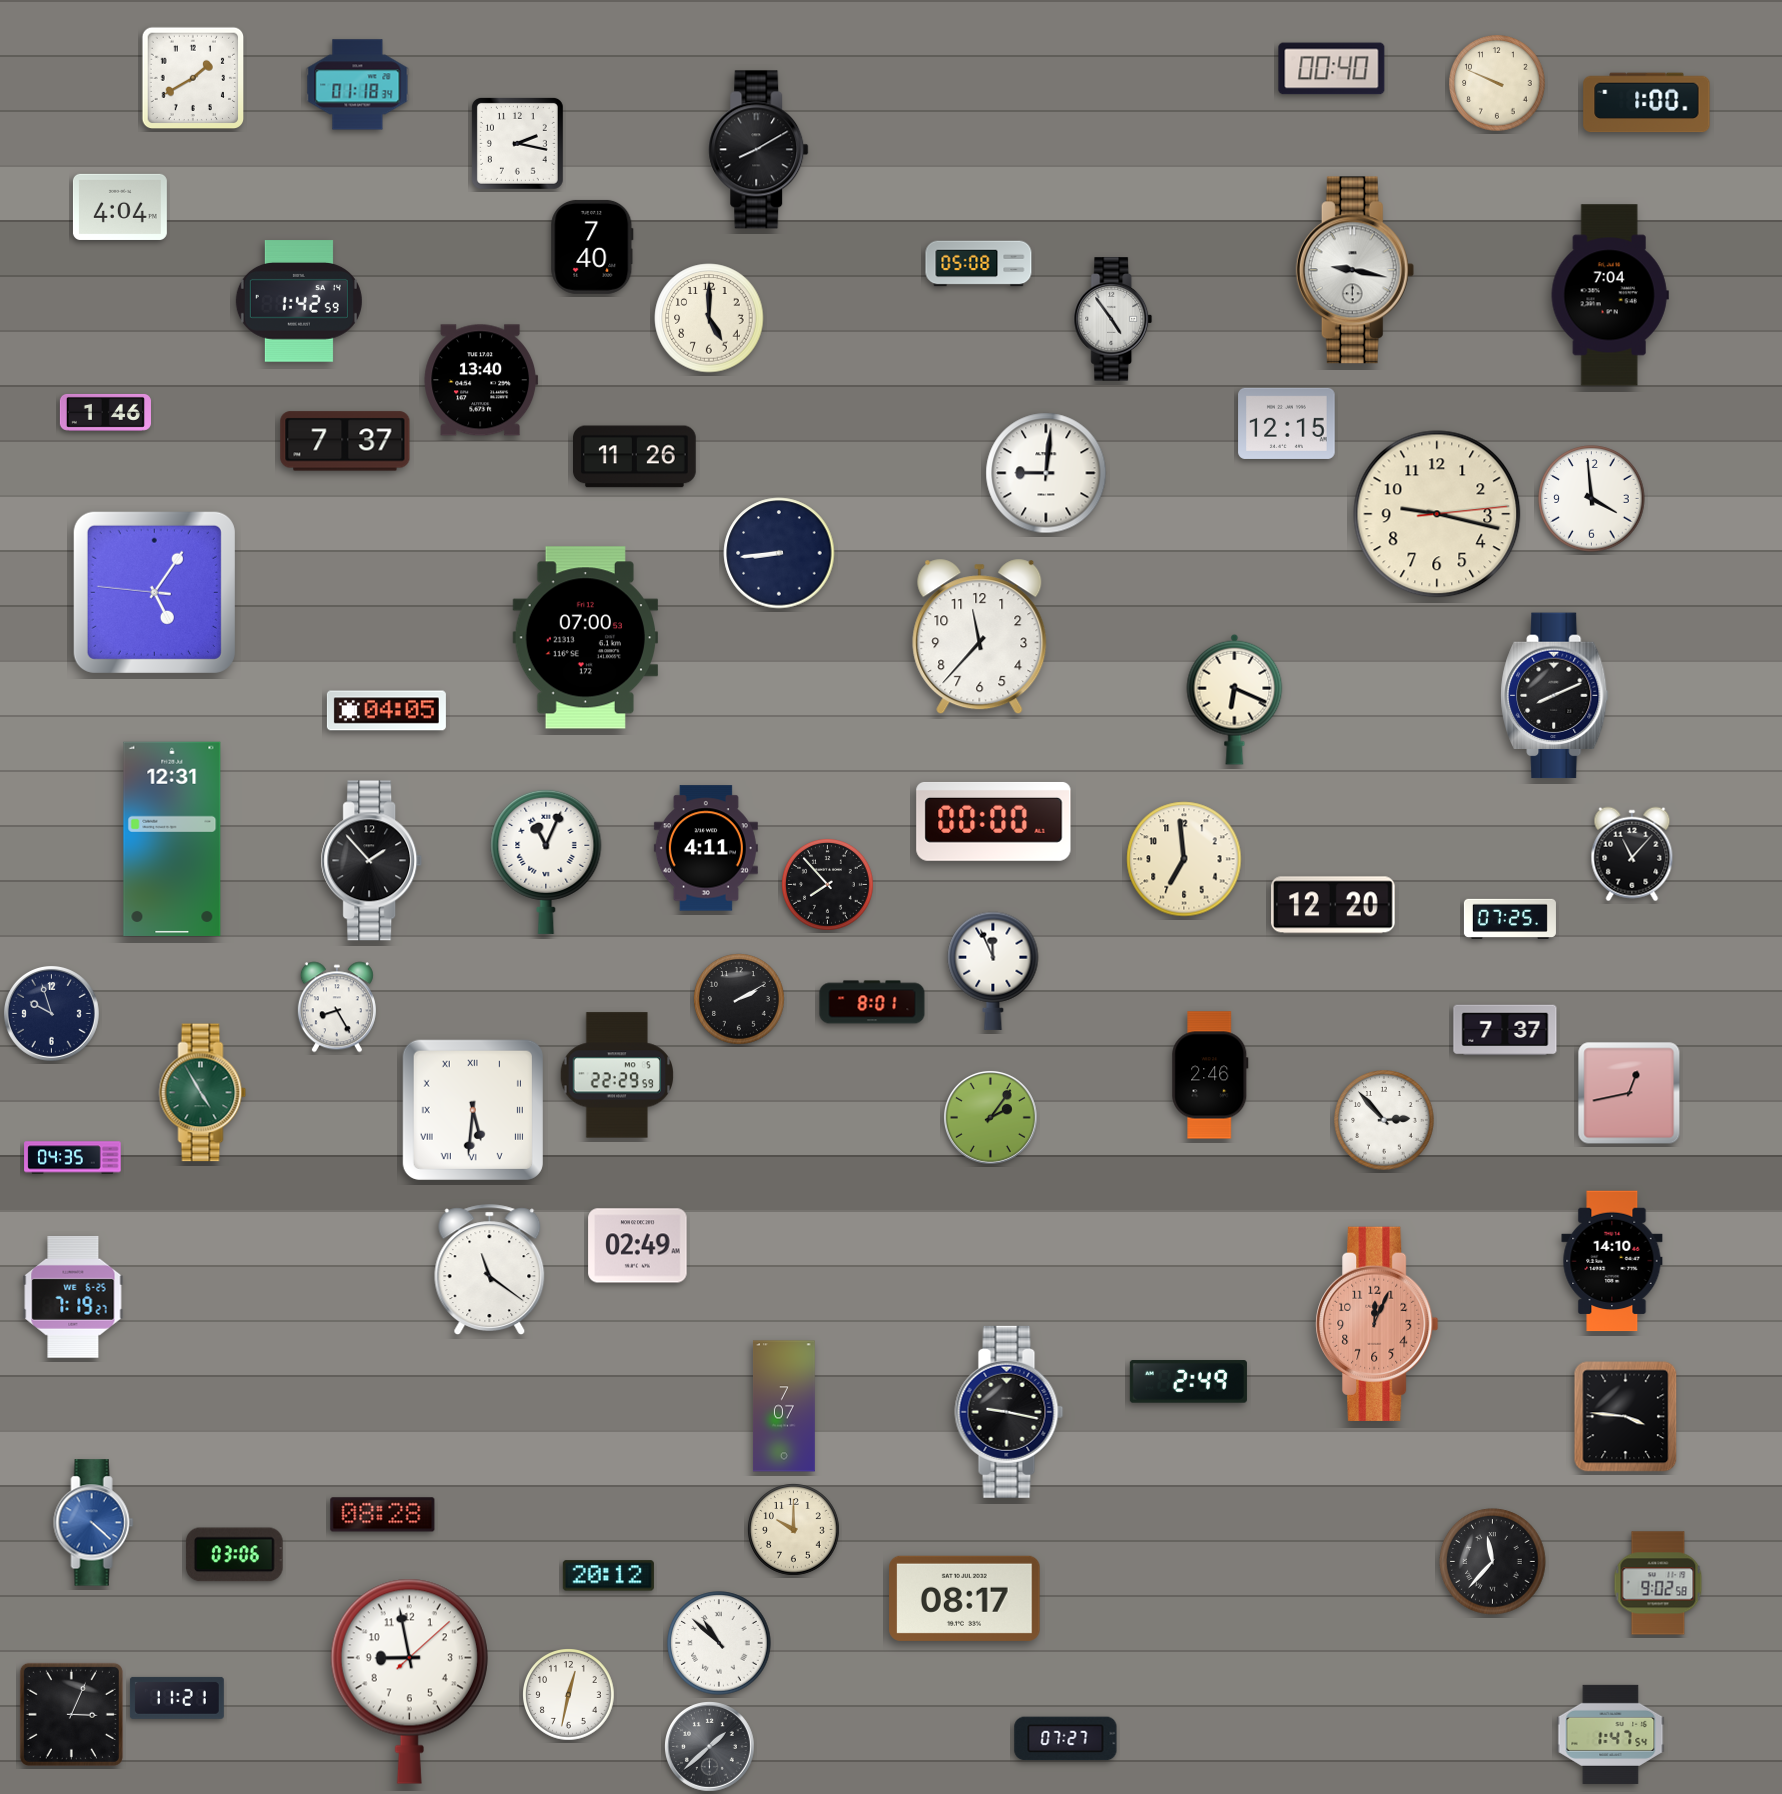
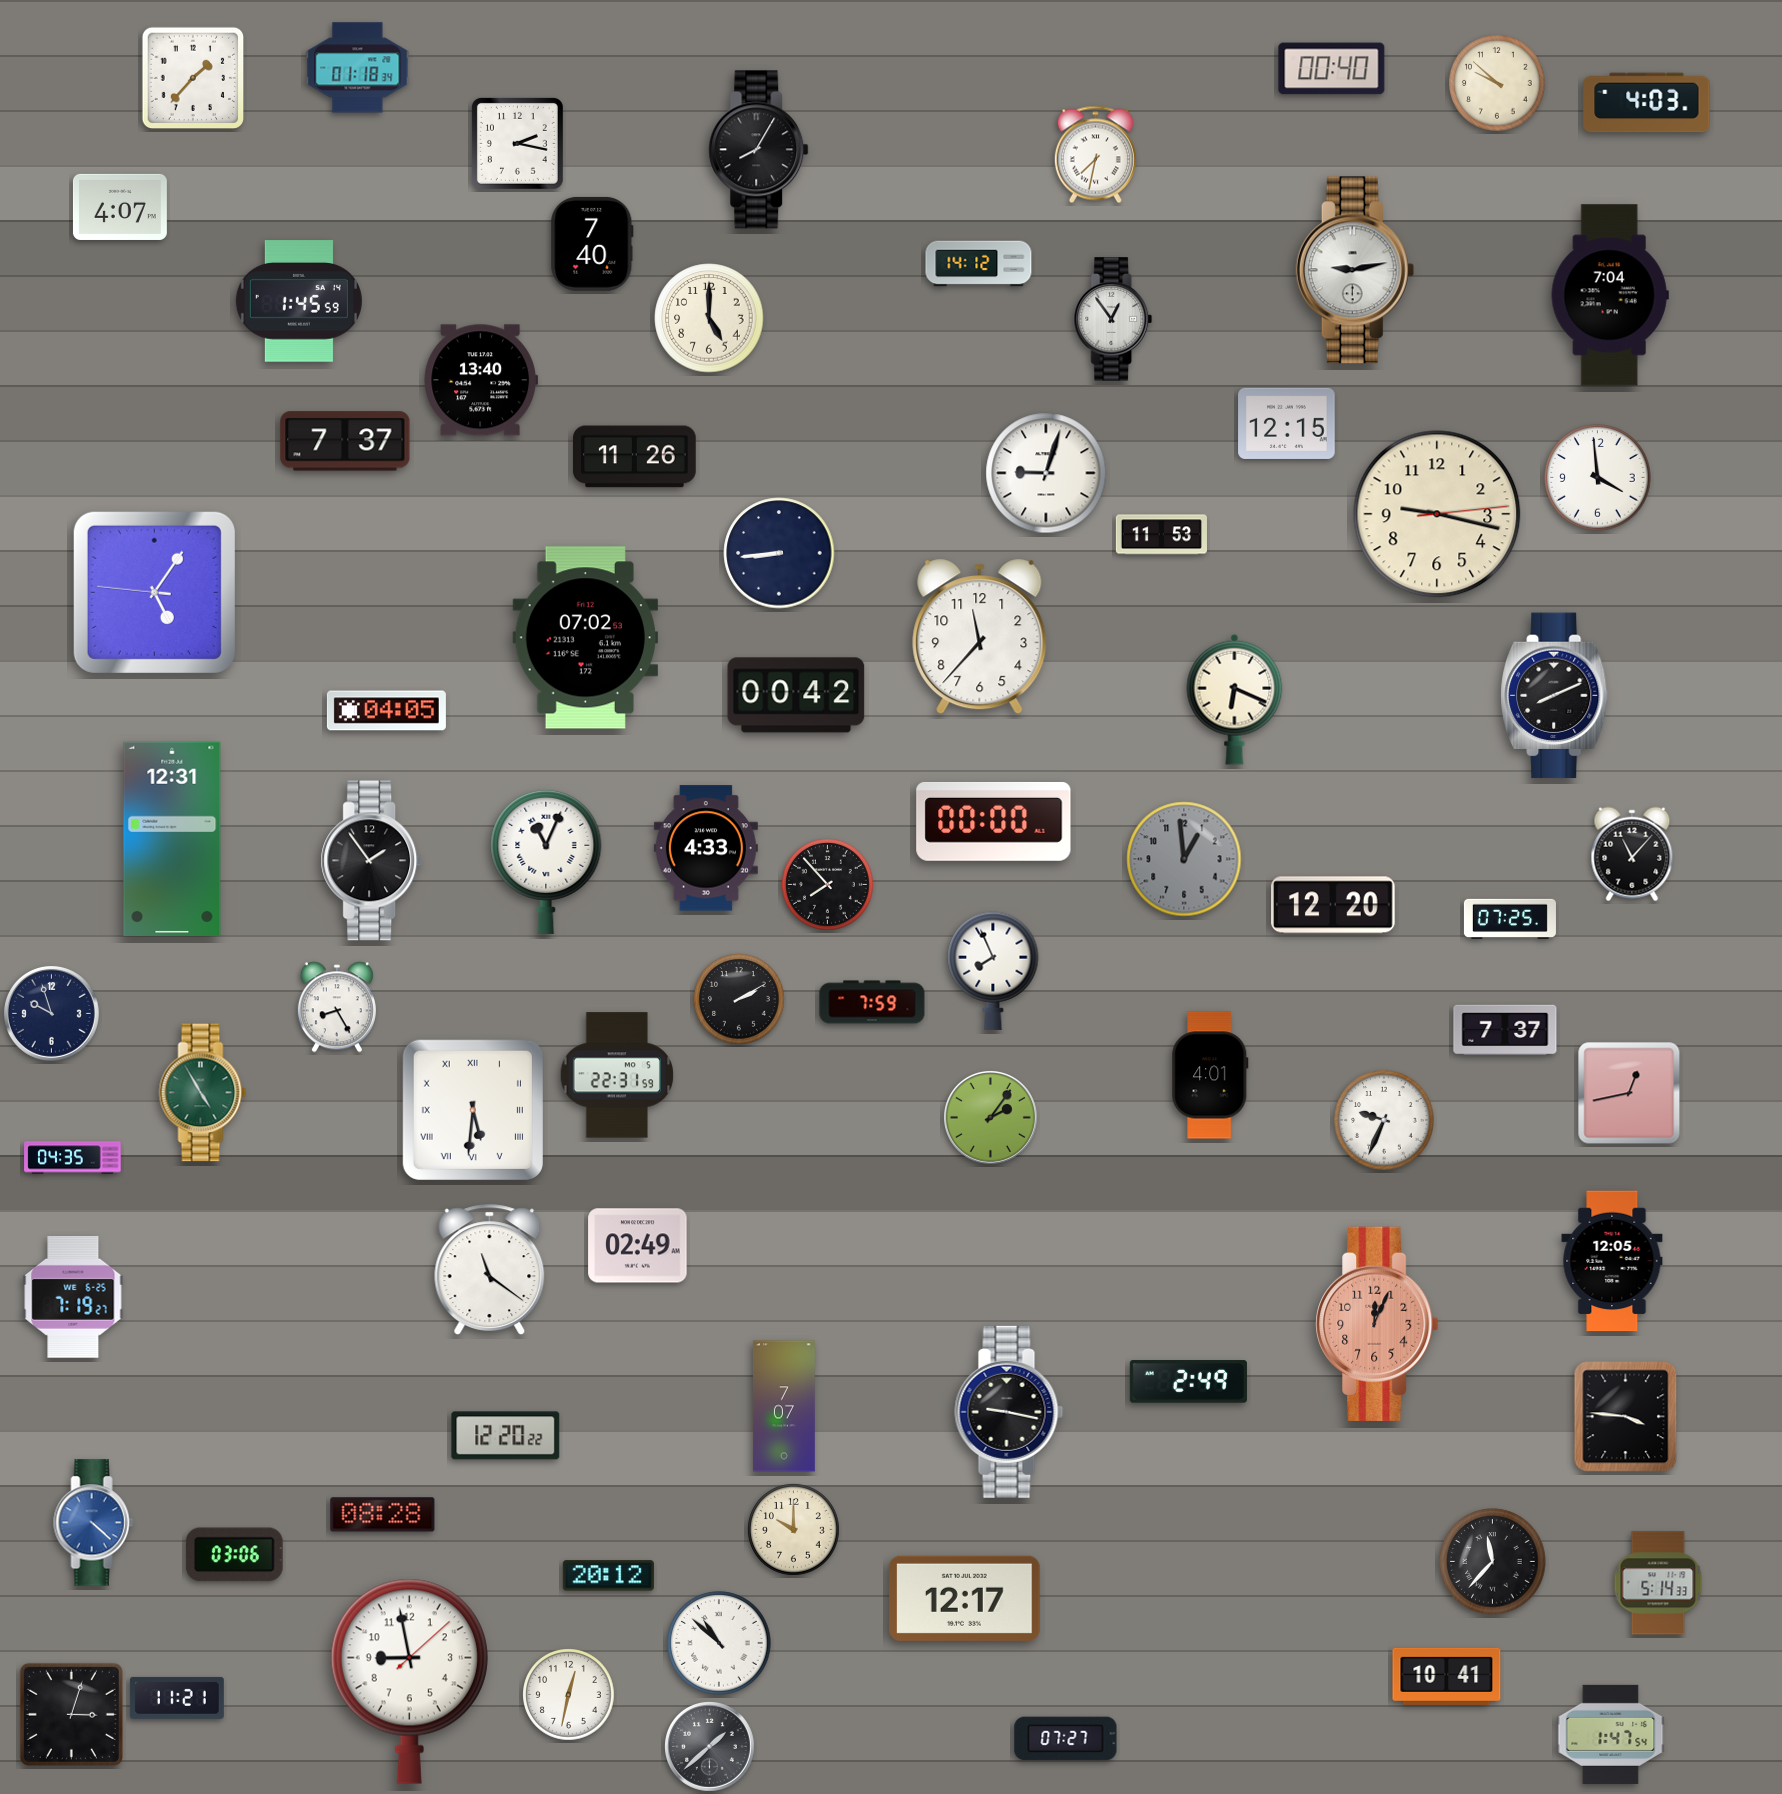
clock at (193, 78): 1:40 -> 1:37
clock at (1497, 83): 9:49 -> 9:52
clock at (358, 85) position: (358, 85) -> (358, 68)
clock at (1647, 103): 1:00 -> 4:03
clock at (759, 150): 8:10 -> 8:05
clock at (1095, 155): none -> 7:32
clock at (120, 207): 4:04 -> 4:07
clock at (592, 247) position: (592, 247) -> (592, 244)
clock at (979, 264): 05:08 -> 14:12
clock at (1355, 270): 9:17 -> 9:13
clock at (299, 301): 1:42 -> 1:45
clock at (1113, 319): 4:54 -> 12:54
clock at (105, 412): 1:46 -> none
clock at (1046, 473): 9:01 -> 9:03
clock at (1592, 499) position: (1592, 499) -> (1598, 478)
clock at (1161, 535): none -> 11:53
clock at (585, 638): 07:00 -> 07:02
clock at (796, 695): none -> 00:42
clock at (706, 848): 4:11 -> 4:33
clock at (1184, 859): 6:59 -> 12:59
clock at (1184, 859) dial: cream -> grey
clock at (372, 861): 1:53 -> 1:54
clock at (993, 971): 11:56 -> 7:56
clock at (872, 1002): 8:01 -> 7:59
clock at (616, 1075): 22:29 -> 22:31
clock at (1210, 1075): 2:46 -> 4:01
clock at (1384, 1120): 2:53 -> 9:34
clock at (1612, 1261): 14:10 -> 12:05
clock at (506, 1436): none -> 12:20
clock at (1658, 1583): 9:02 -> 5:14
clock at (965, 1598): 08:17 -> 12:17
clock at (1447, 1676): none -> 10:41
clock at (71, 1714): 3:04 -> 3:03
